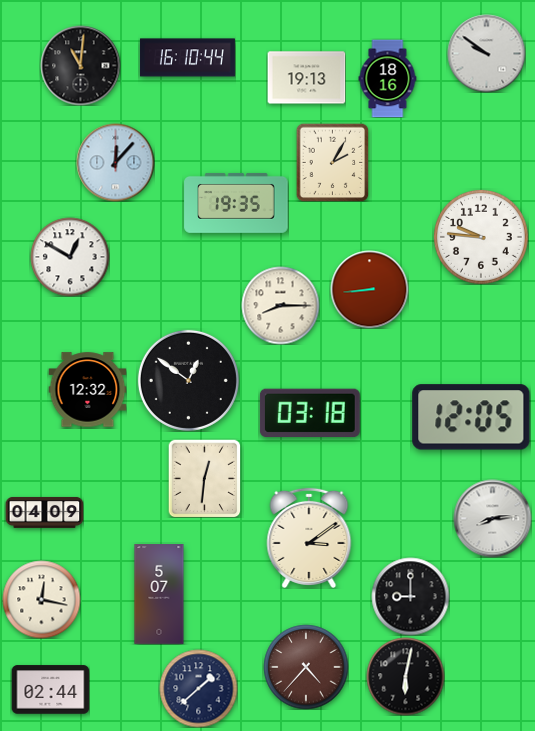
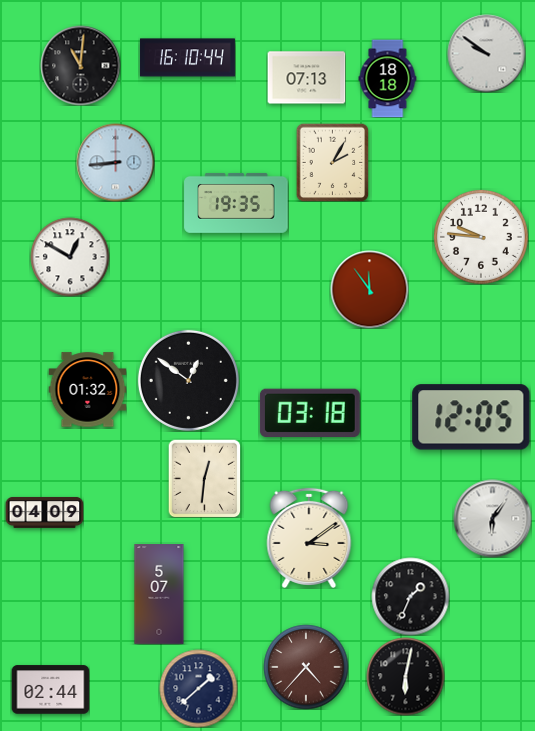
clock at (306, 78): 19:13 -> 07:13
clock at (388, 78): 18:16 -> 18:18
clock at (115, 162): 12:07 -> 8:44
clock at (369, 289): 8:44 -> 11:54
clock at (280, 305): 8:15 -> none
clock at (87, 390): 12:32 -> 01:32
clock at (492, 518): 8:14 -> 6:06
clock at (410, 596): 9:00 -> 1:34
clock at (41, 599): 12:17 -> none
